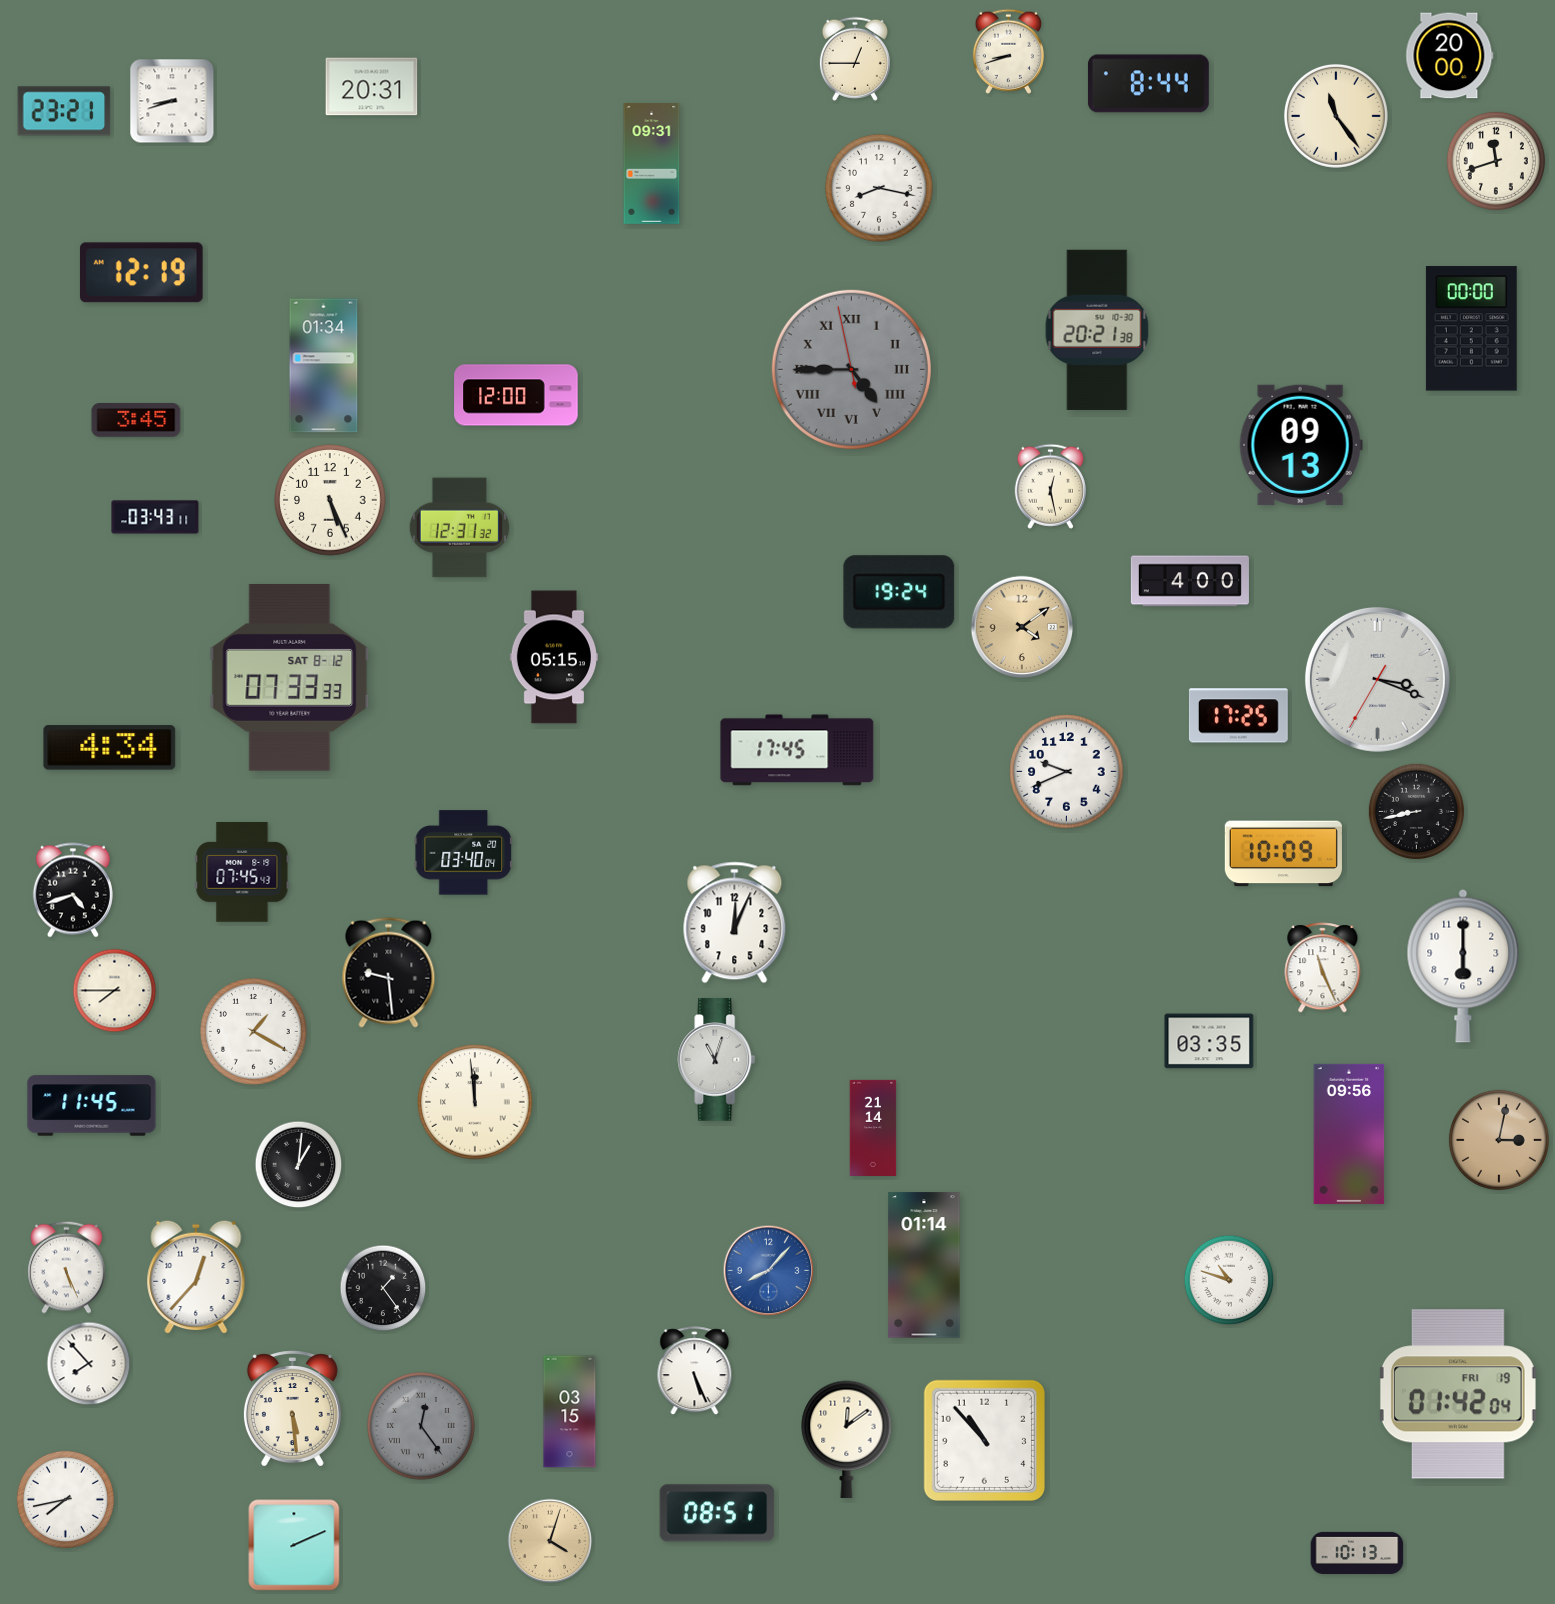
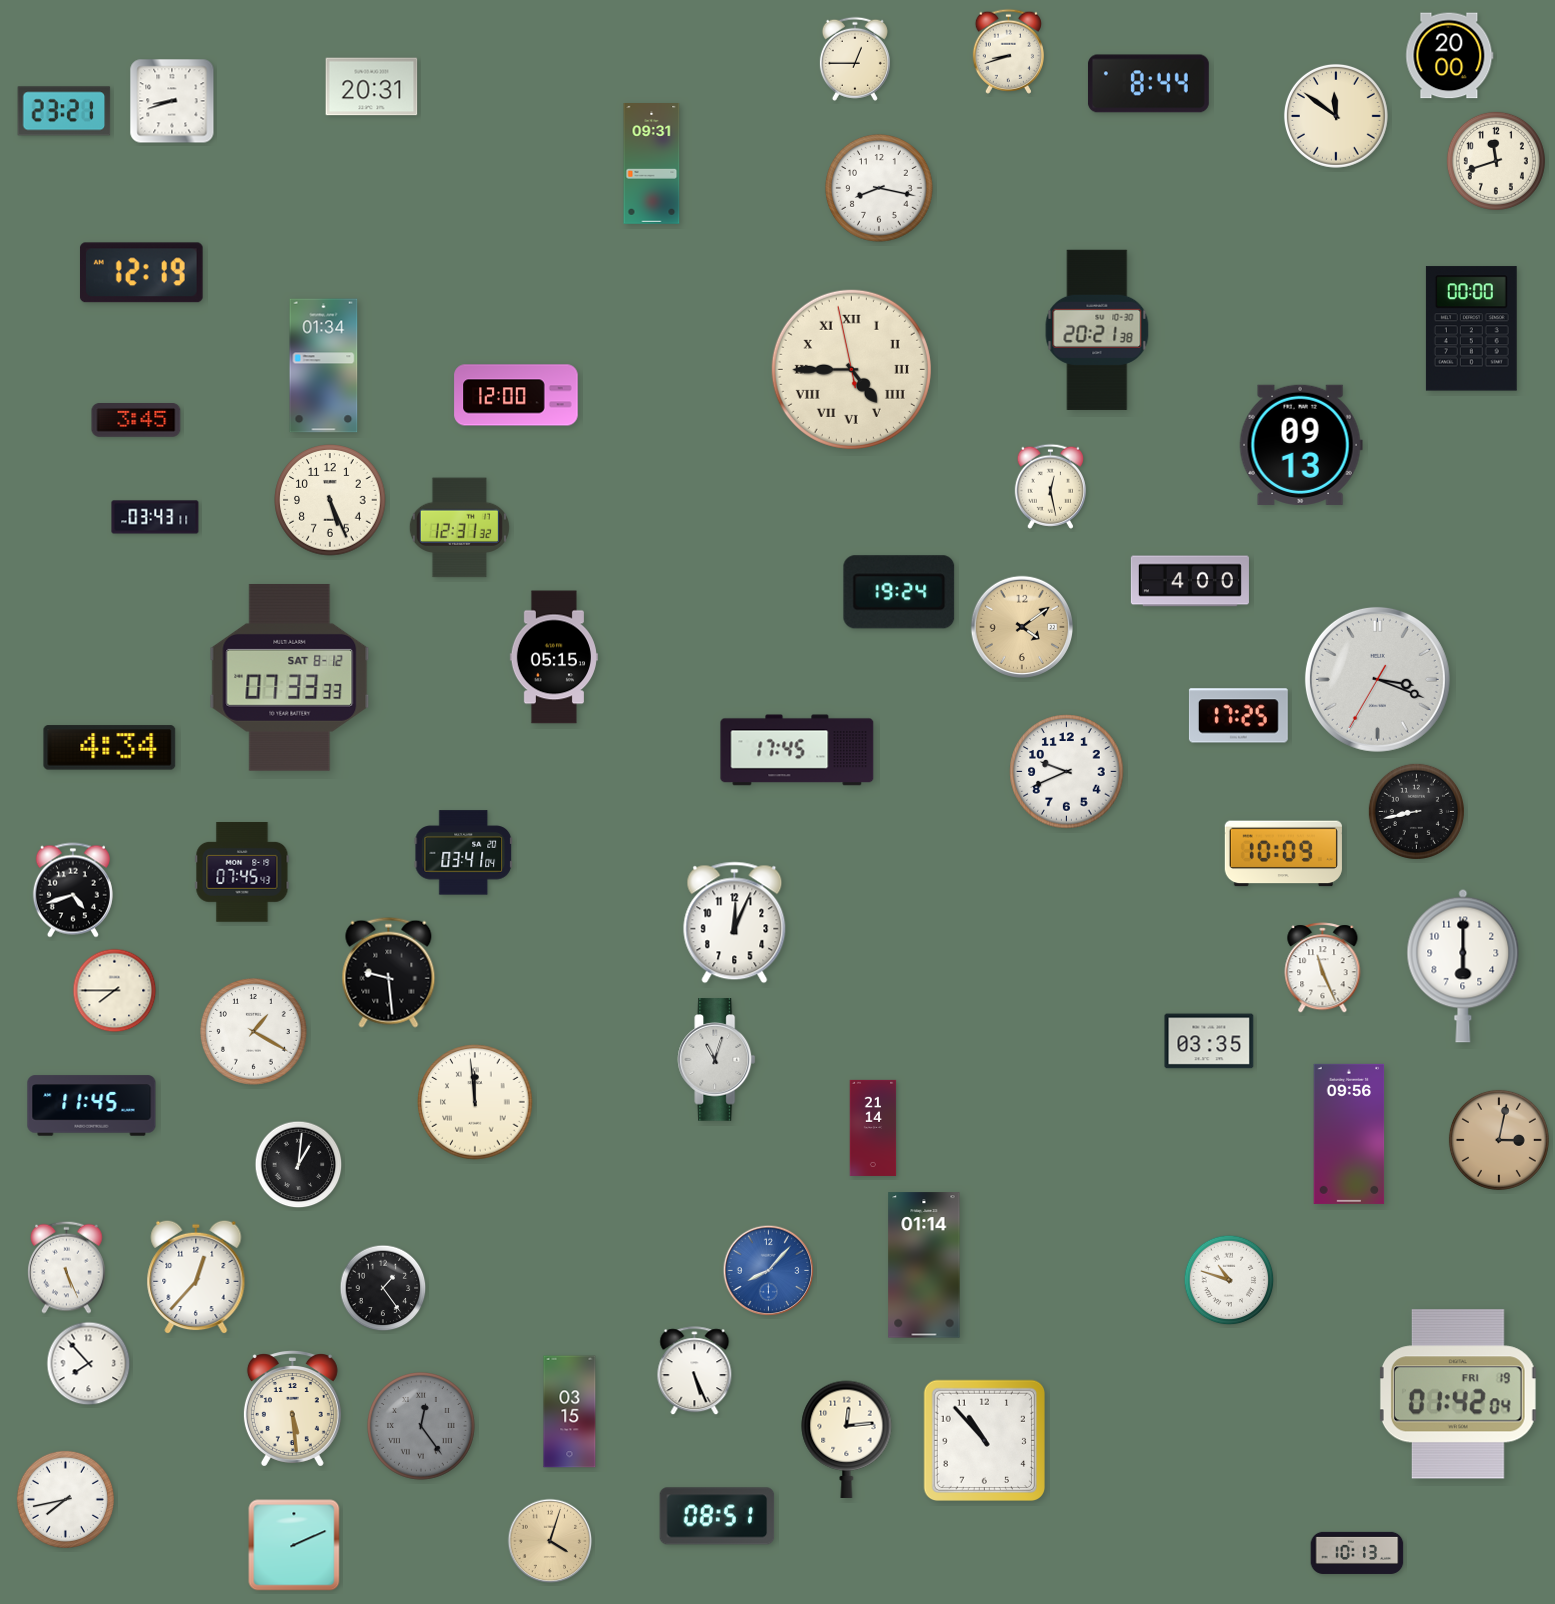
clock at (1336, 116): 11:24 -> 11:51
clock at (851, 369) dial: grey -> cream
clock at (464, 853): 03:40 -> 03:41
clock at (847, 1439): 12:09 -> 12:14
clock at (717, 1513) position: (717, 1513) -> (717, 1516)
